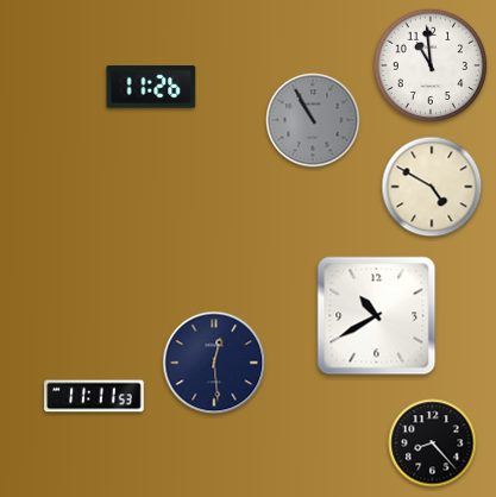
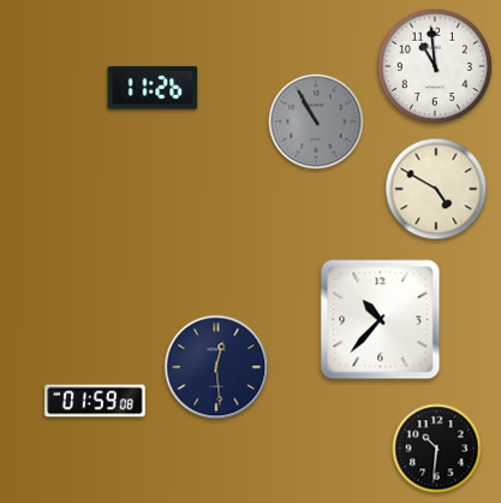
clock at (377, 316): 10:40 -> 10:37
clock at (94, 396): 11:11 -> 01:59
clock at (433, 443): 8:23 -> 10:31
